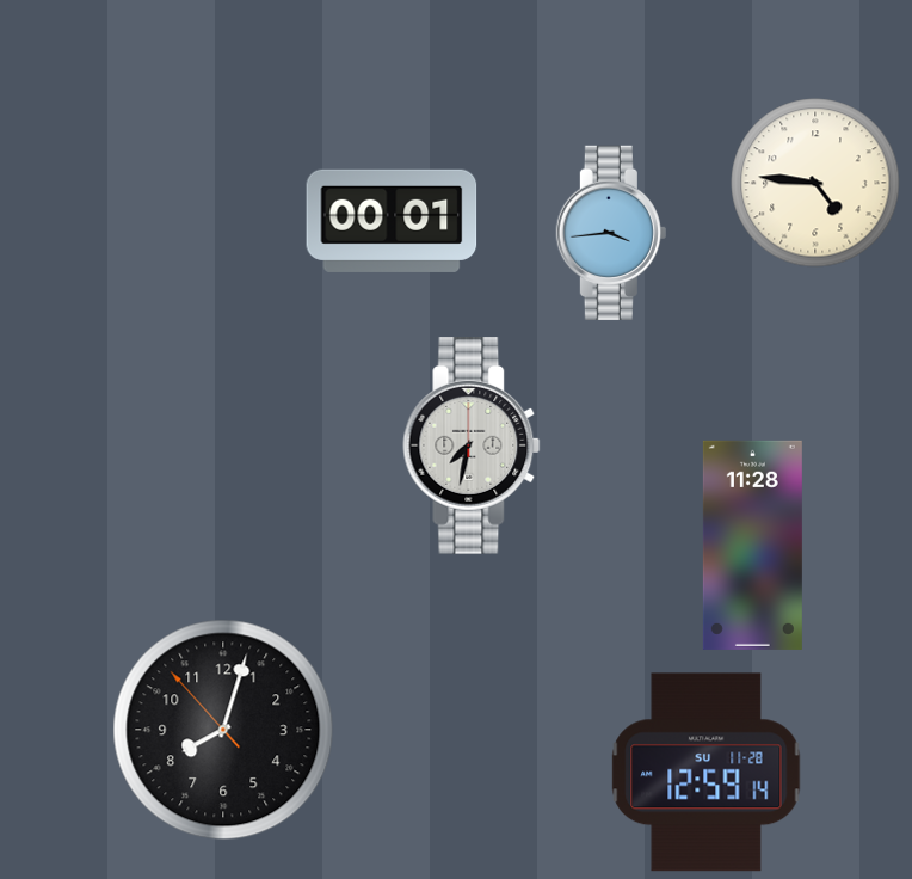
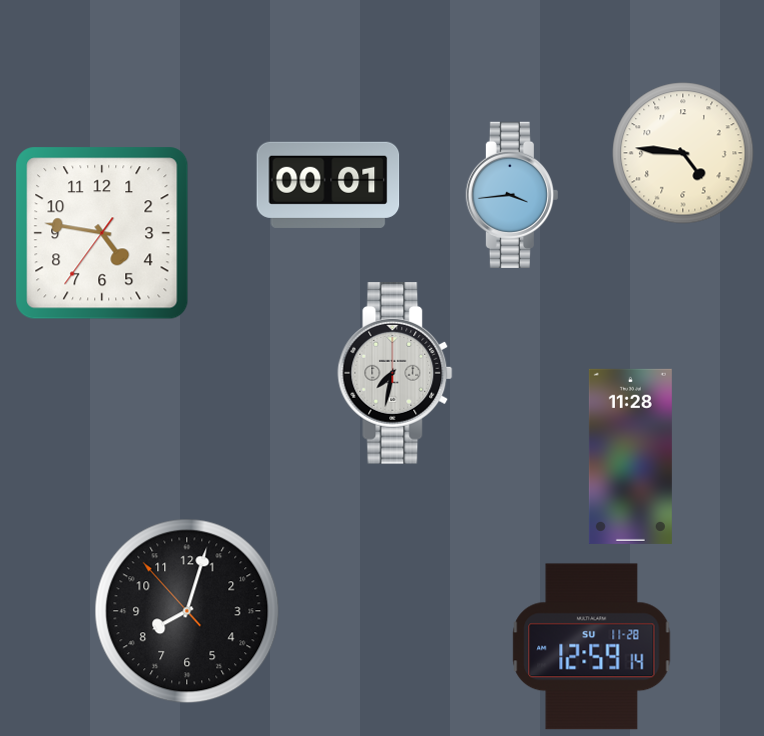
clock at (102, 233): none -> 4:46
